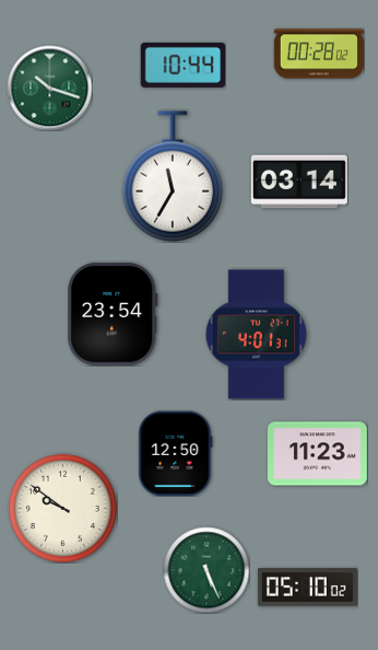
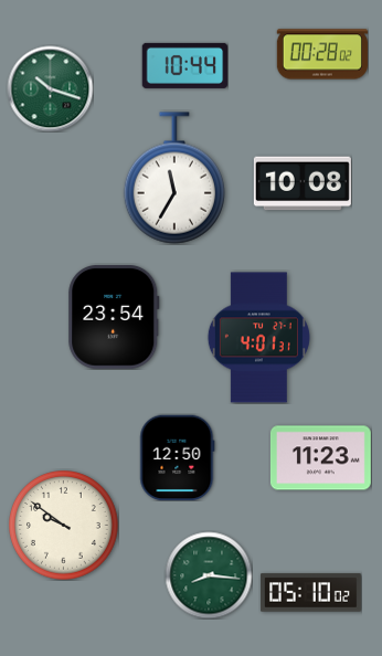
clock at (299, 182): 03:14 -> 10:08
clock at (63, 509) position: (63, 509) -> (64, 526)
clock at (206, 570): 5:26 -> 8:16
